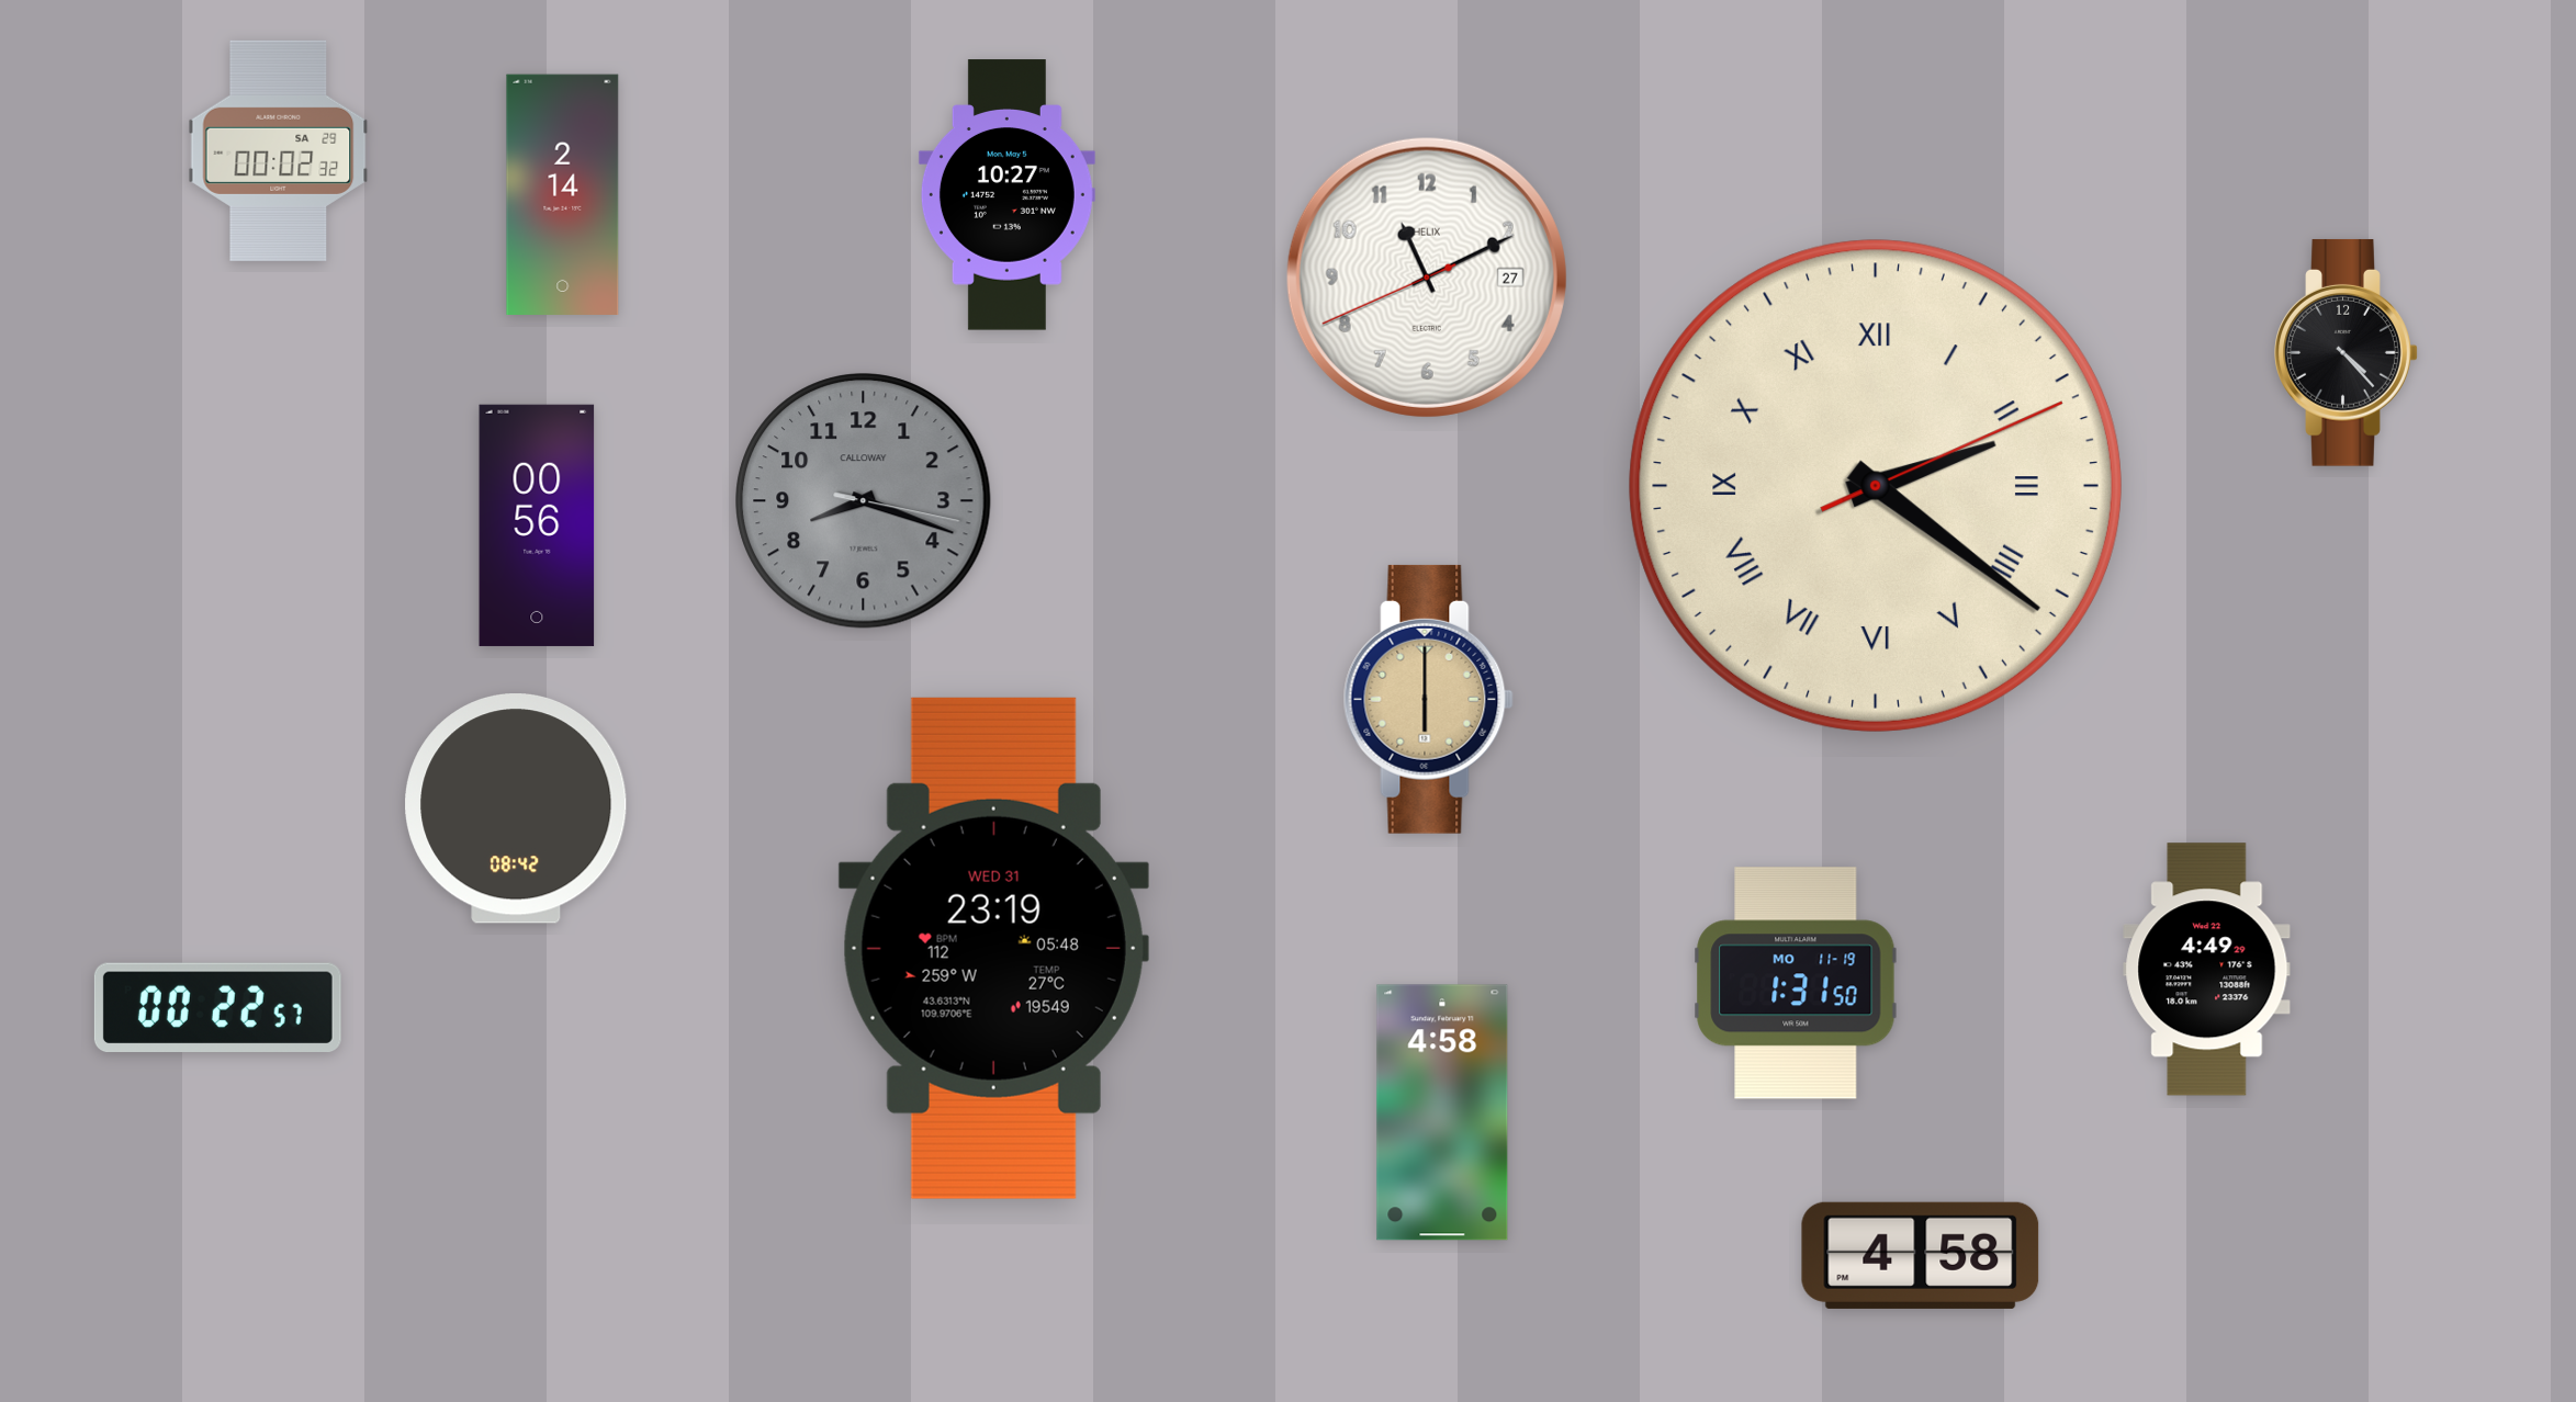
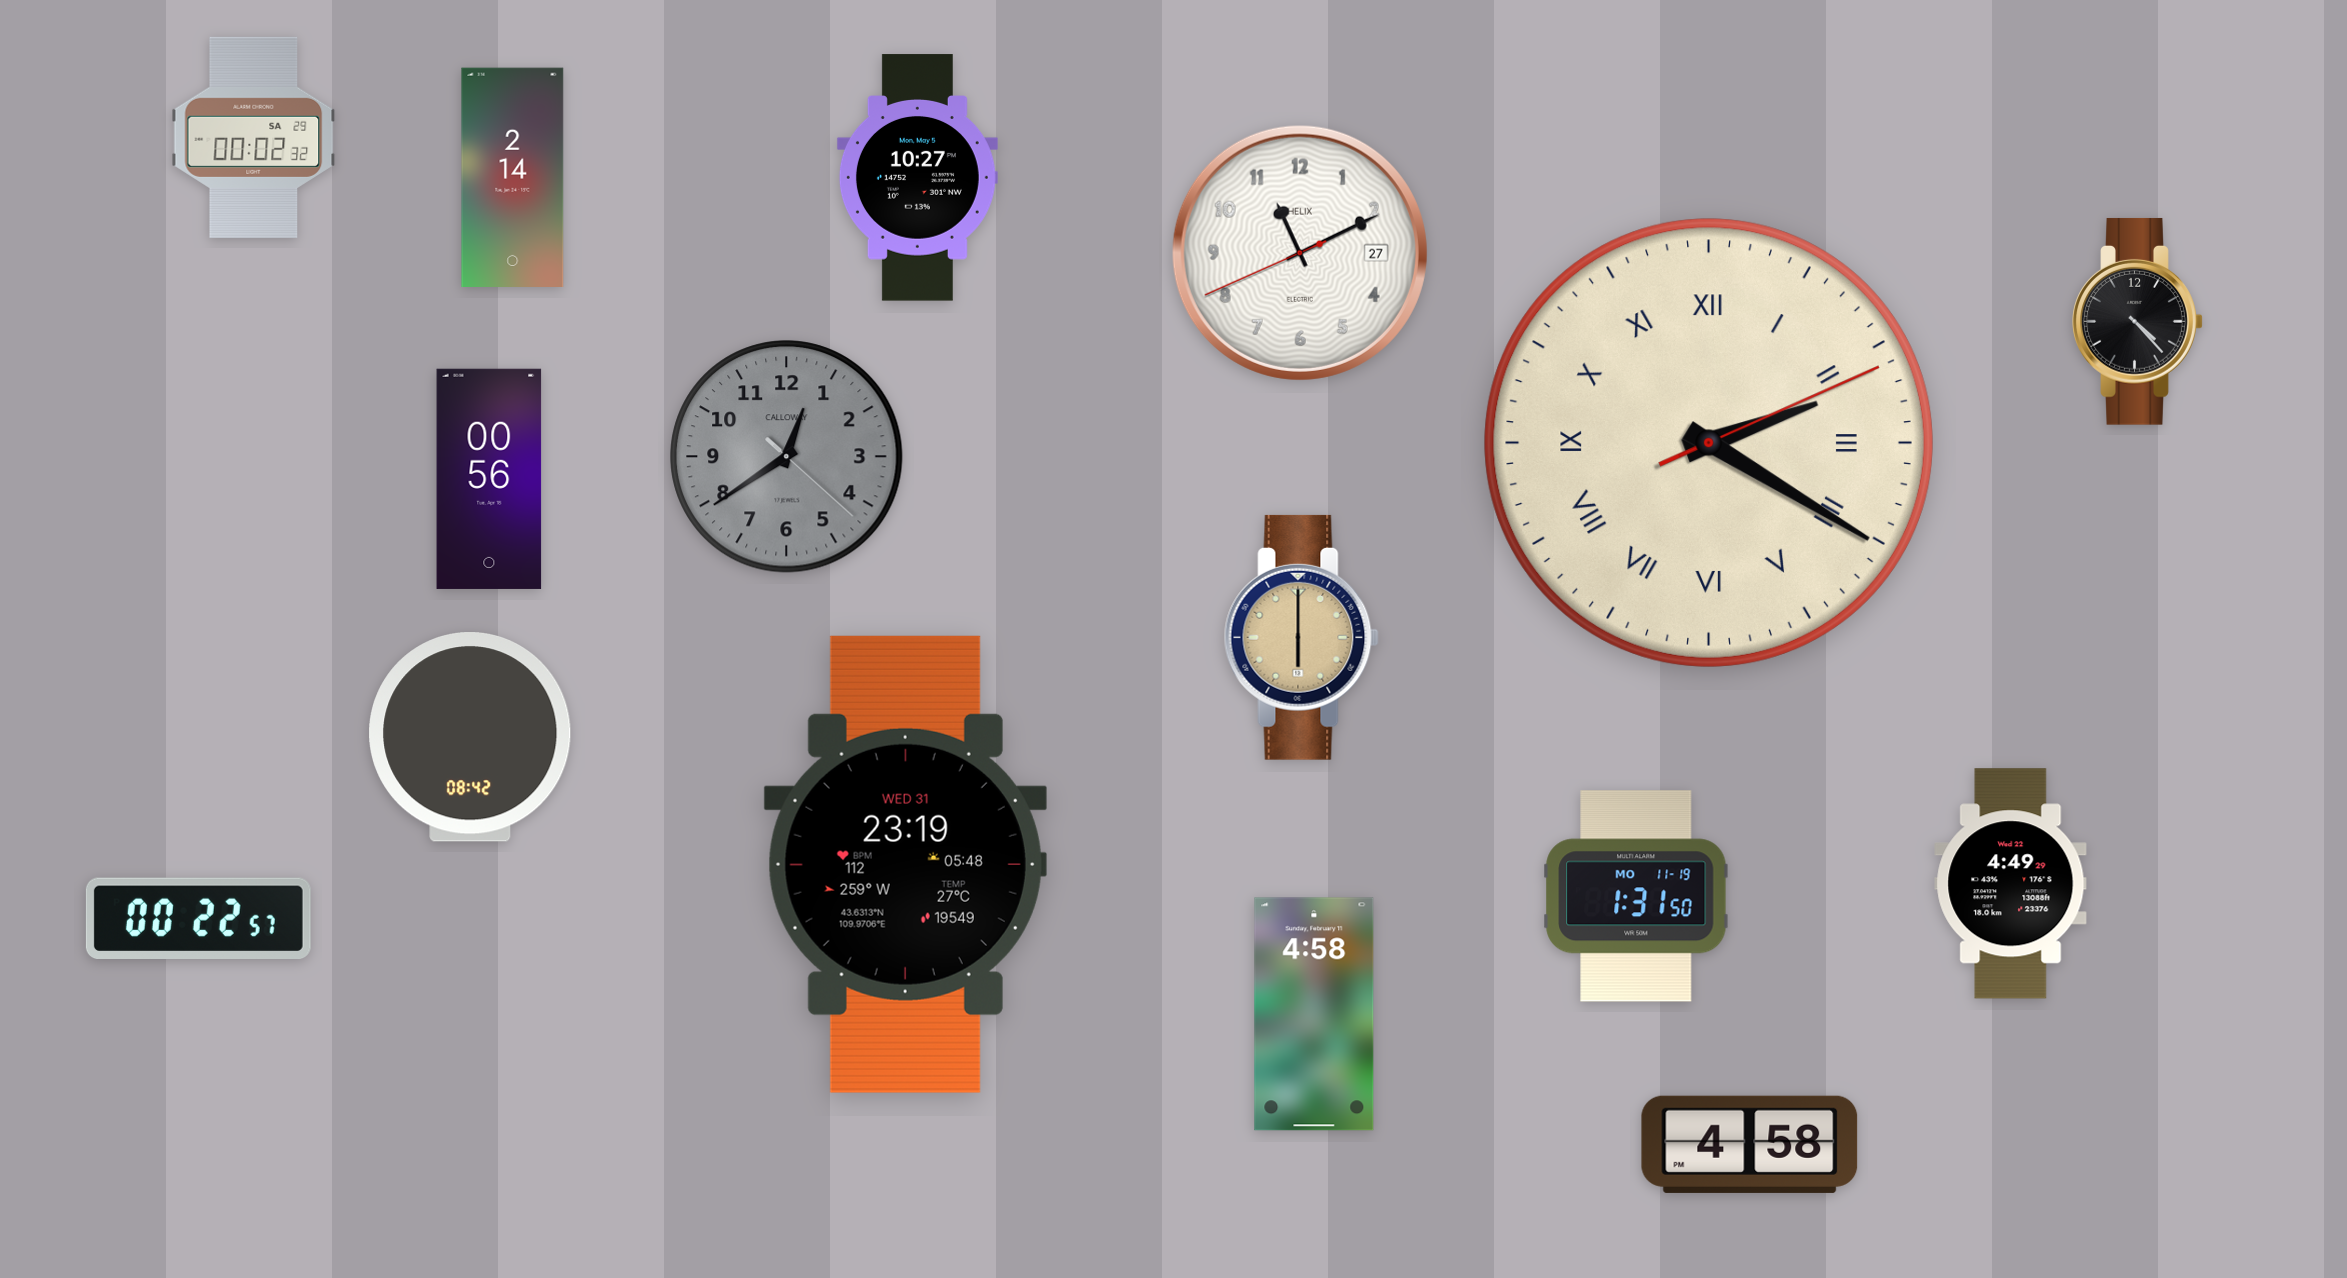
clock at (1876, 486): 2:21 -> 2:20
clock at (864, 501): 8:18 -> 12:39
